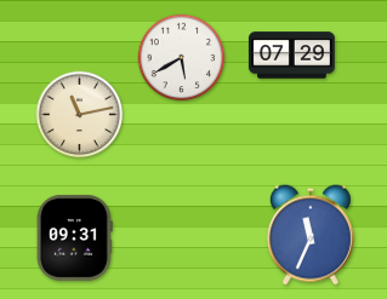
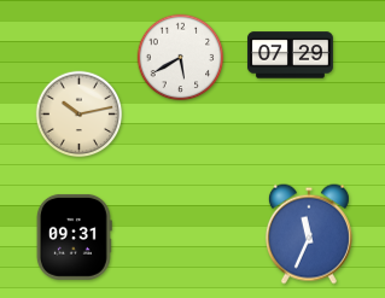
clock at (80, 115): 11:13 -> 10:13
